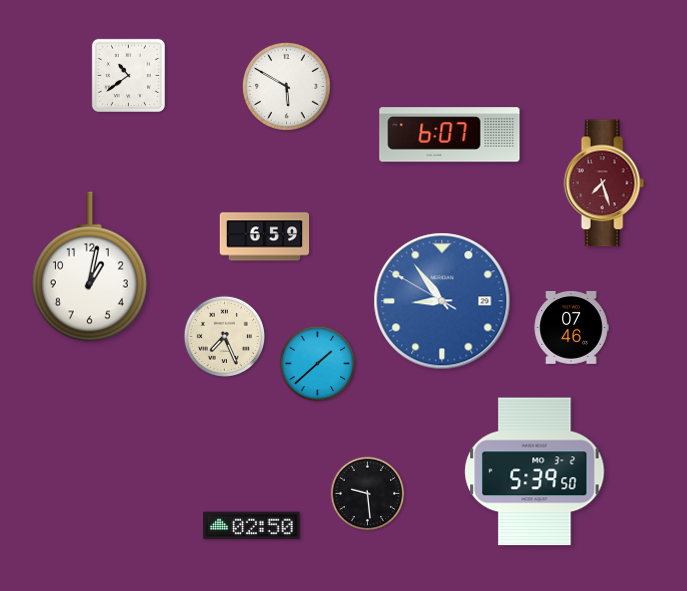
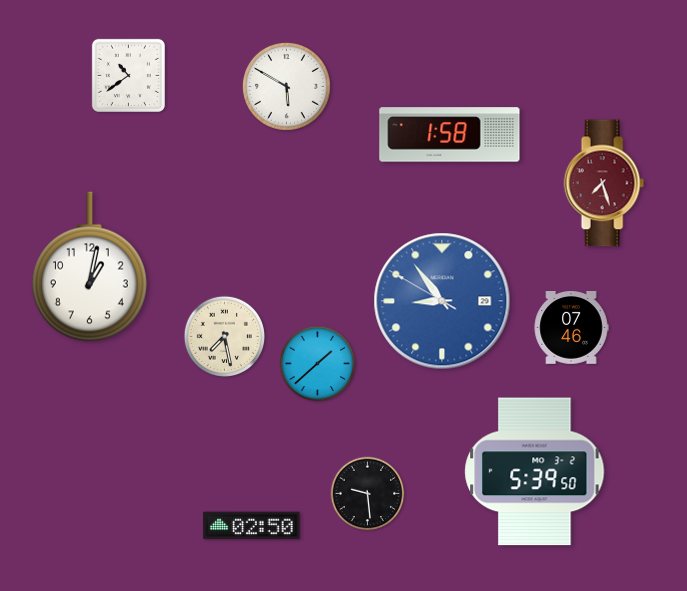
clock at (450, 135): 6:07 -> 1:58
clock at (265, 237): 6:59 -> none
clock at (224, 336): 7:26 -> 7:28
